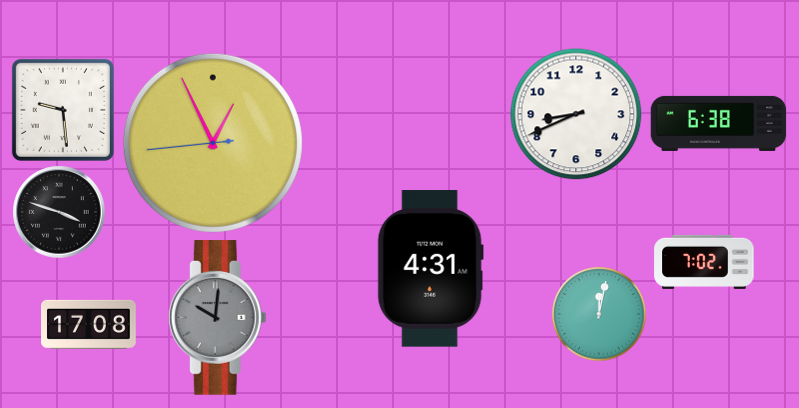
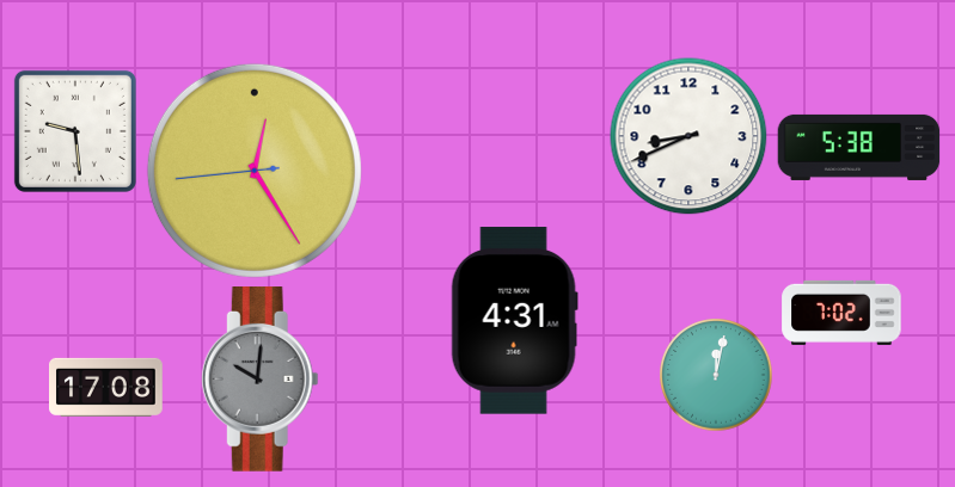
clock at (719, 123): 6:38 -> 5:38
clock at (213, 143): 12:55 -> 12:24
clock at (59, 212): 3:48 -> none
